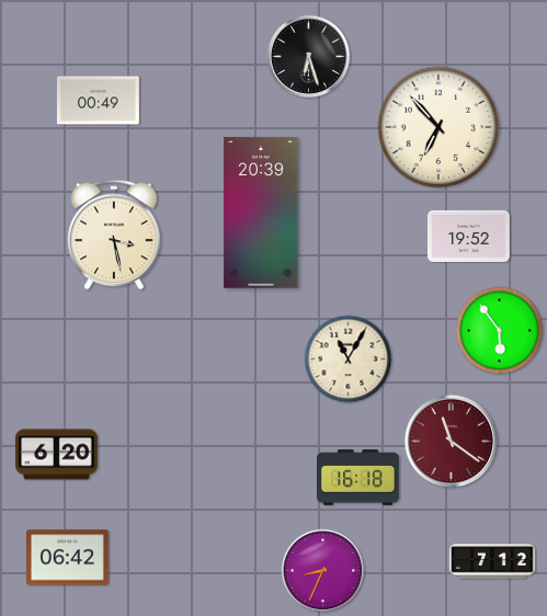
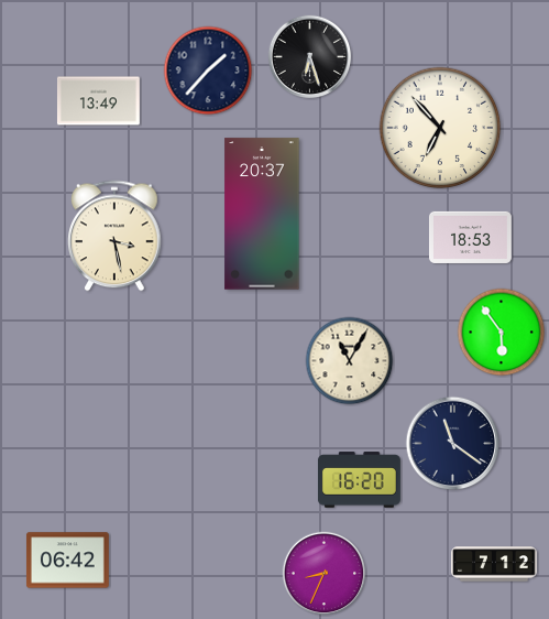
clock at (208, 70): none -> 1:37
clock at (98, 101): 00:49 -> 13:49
clock at (261, 213): 20:39 -> 20:37
clock at (468, 236): 19:52 -> 18:53
clock at (452, 442) dial: burgundy -> navy
clock at (56, 455): 6:20 -> none
clock at (357, 478): 16:18 -> 16:20
